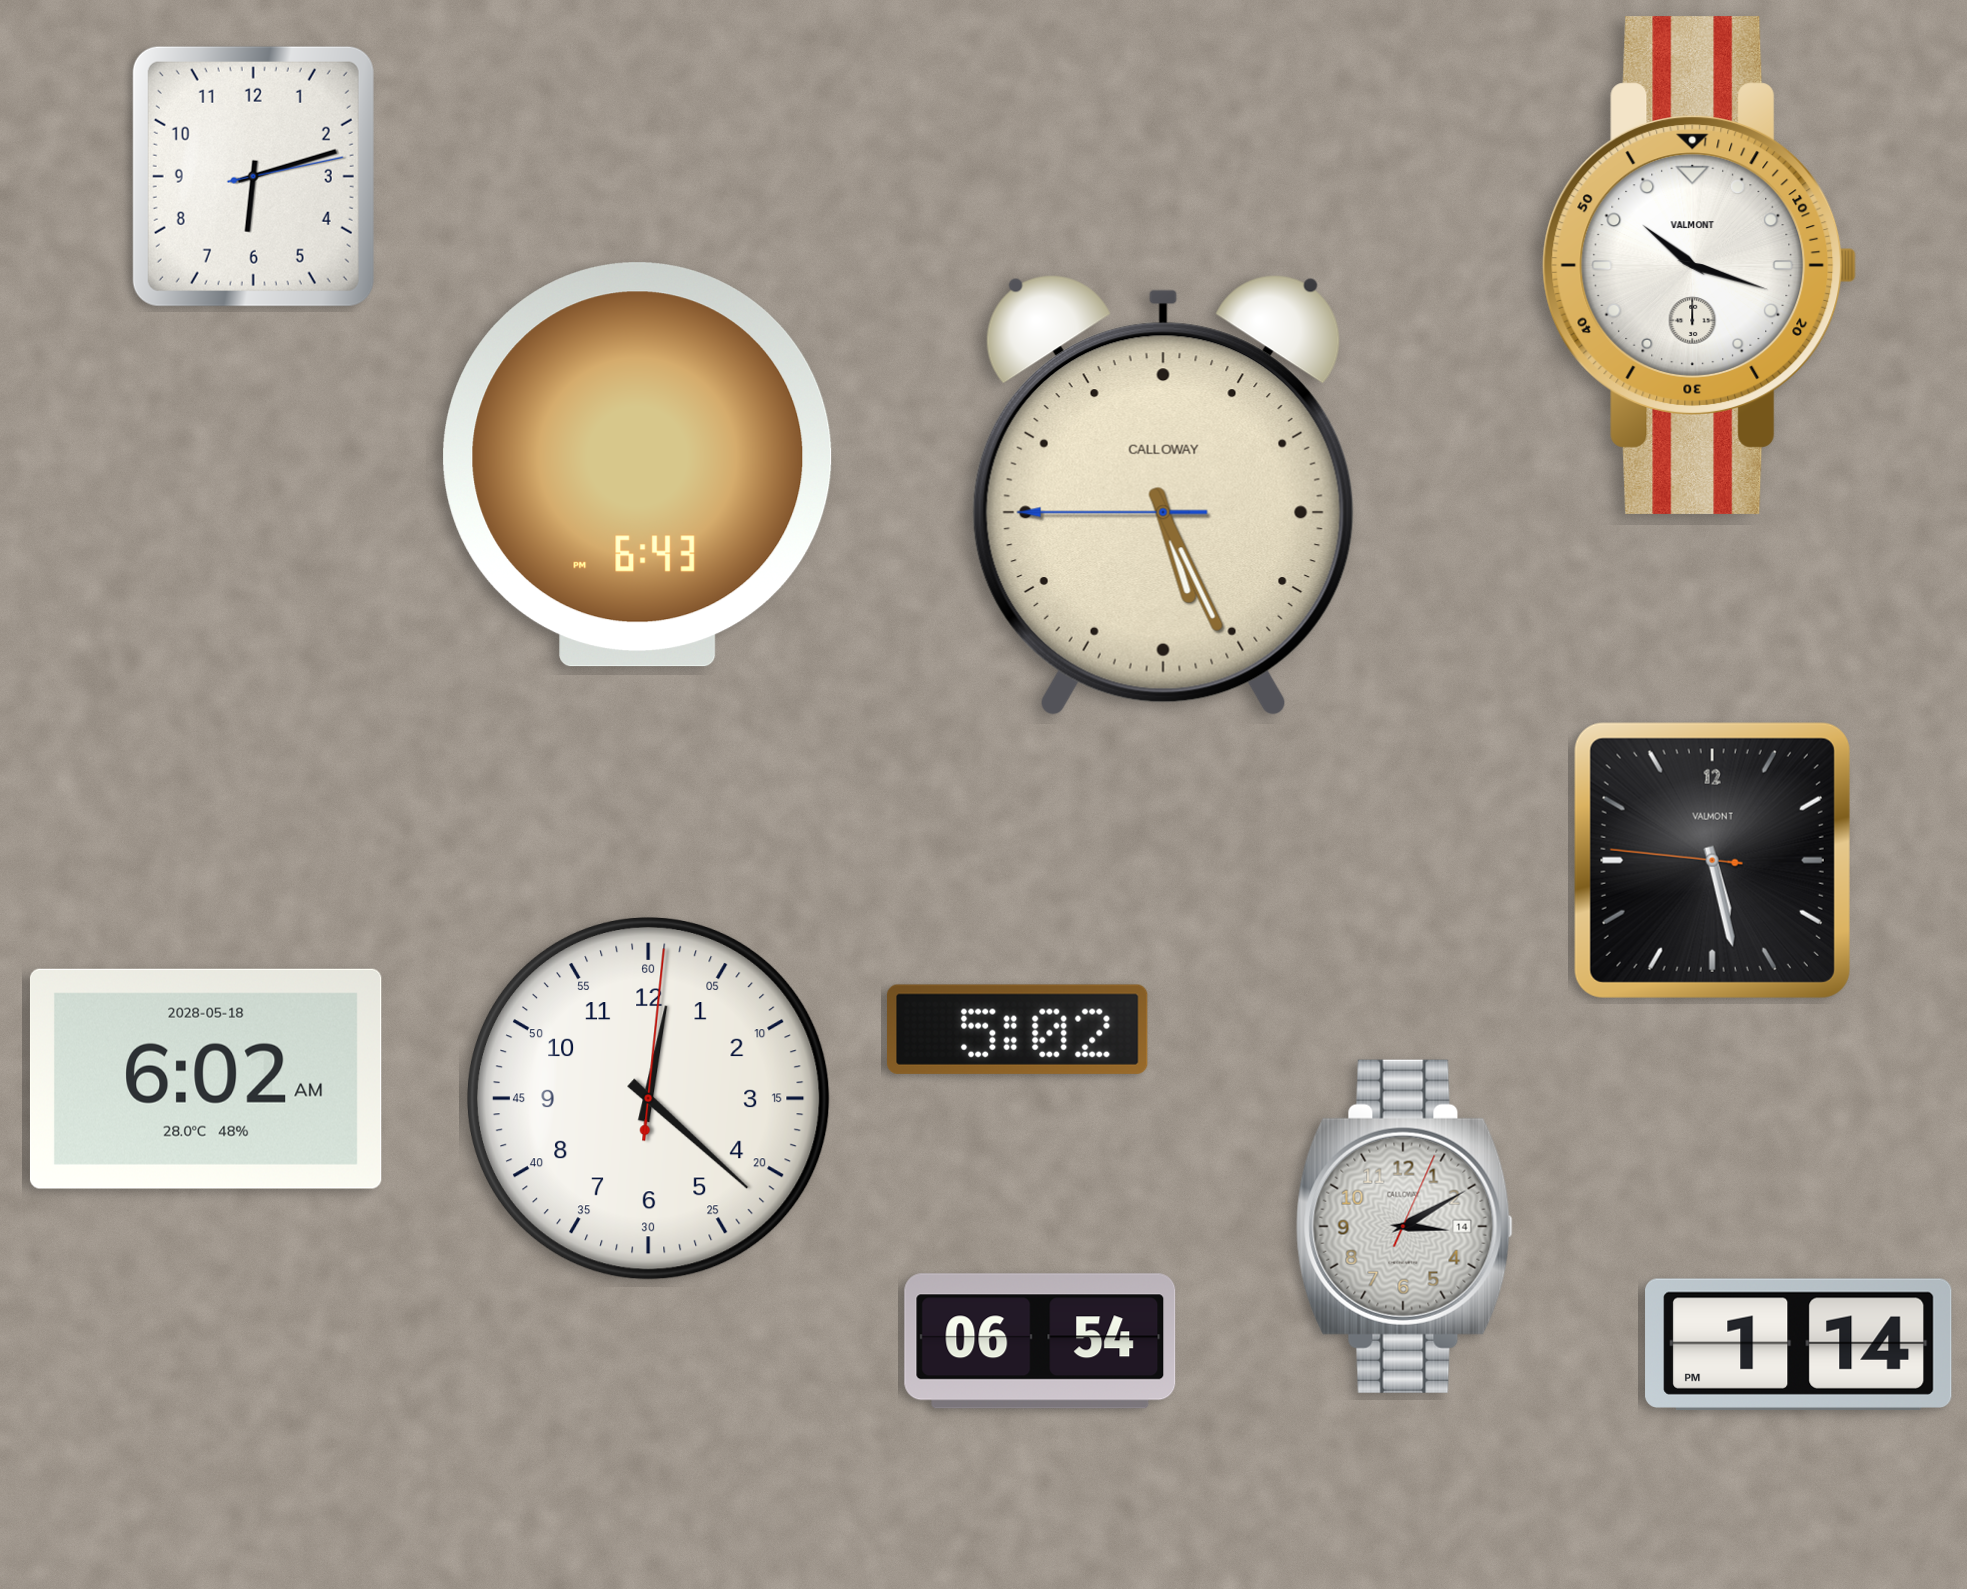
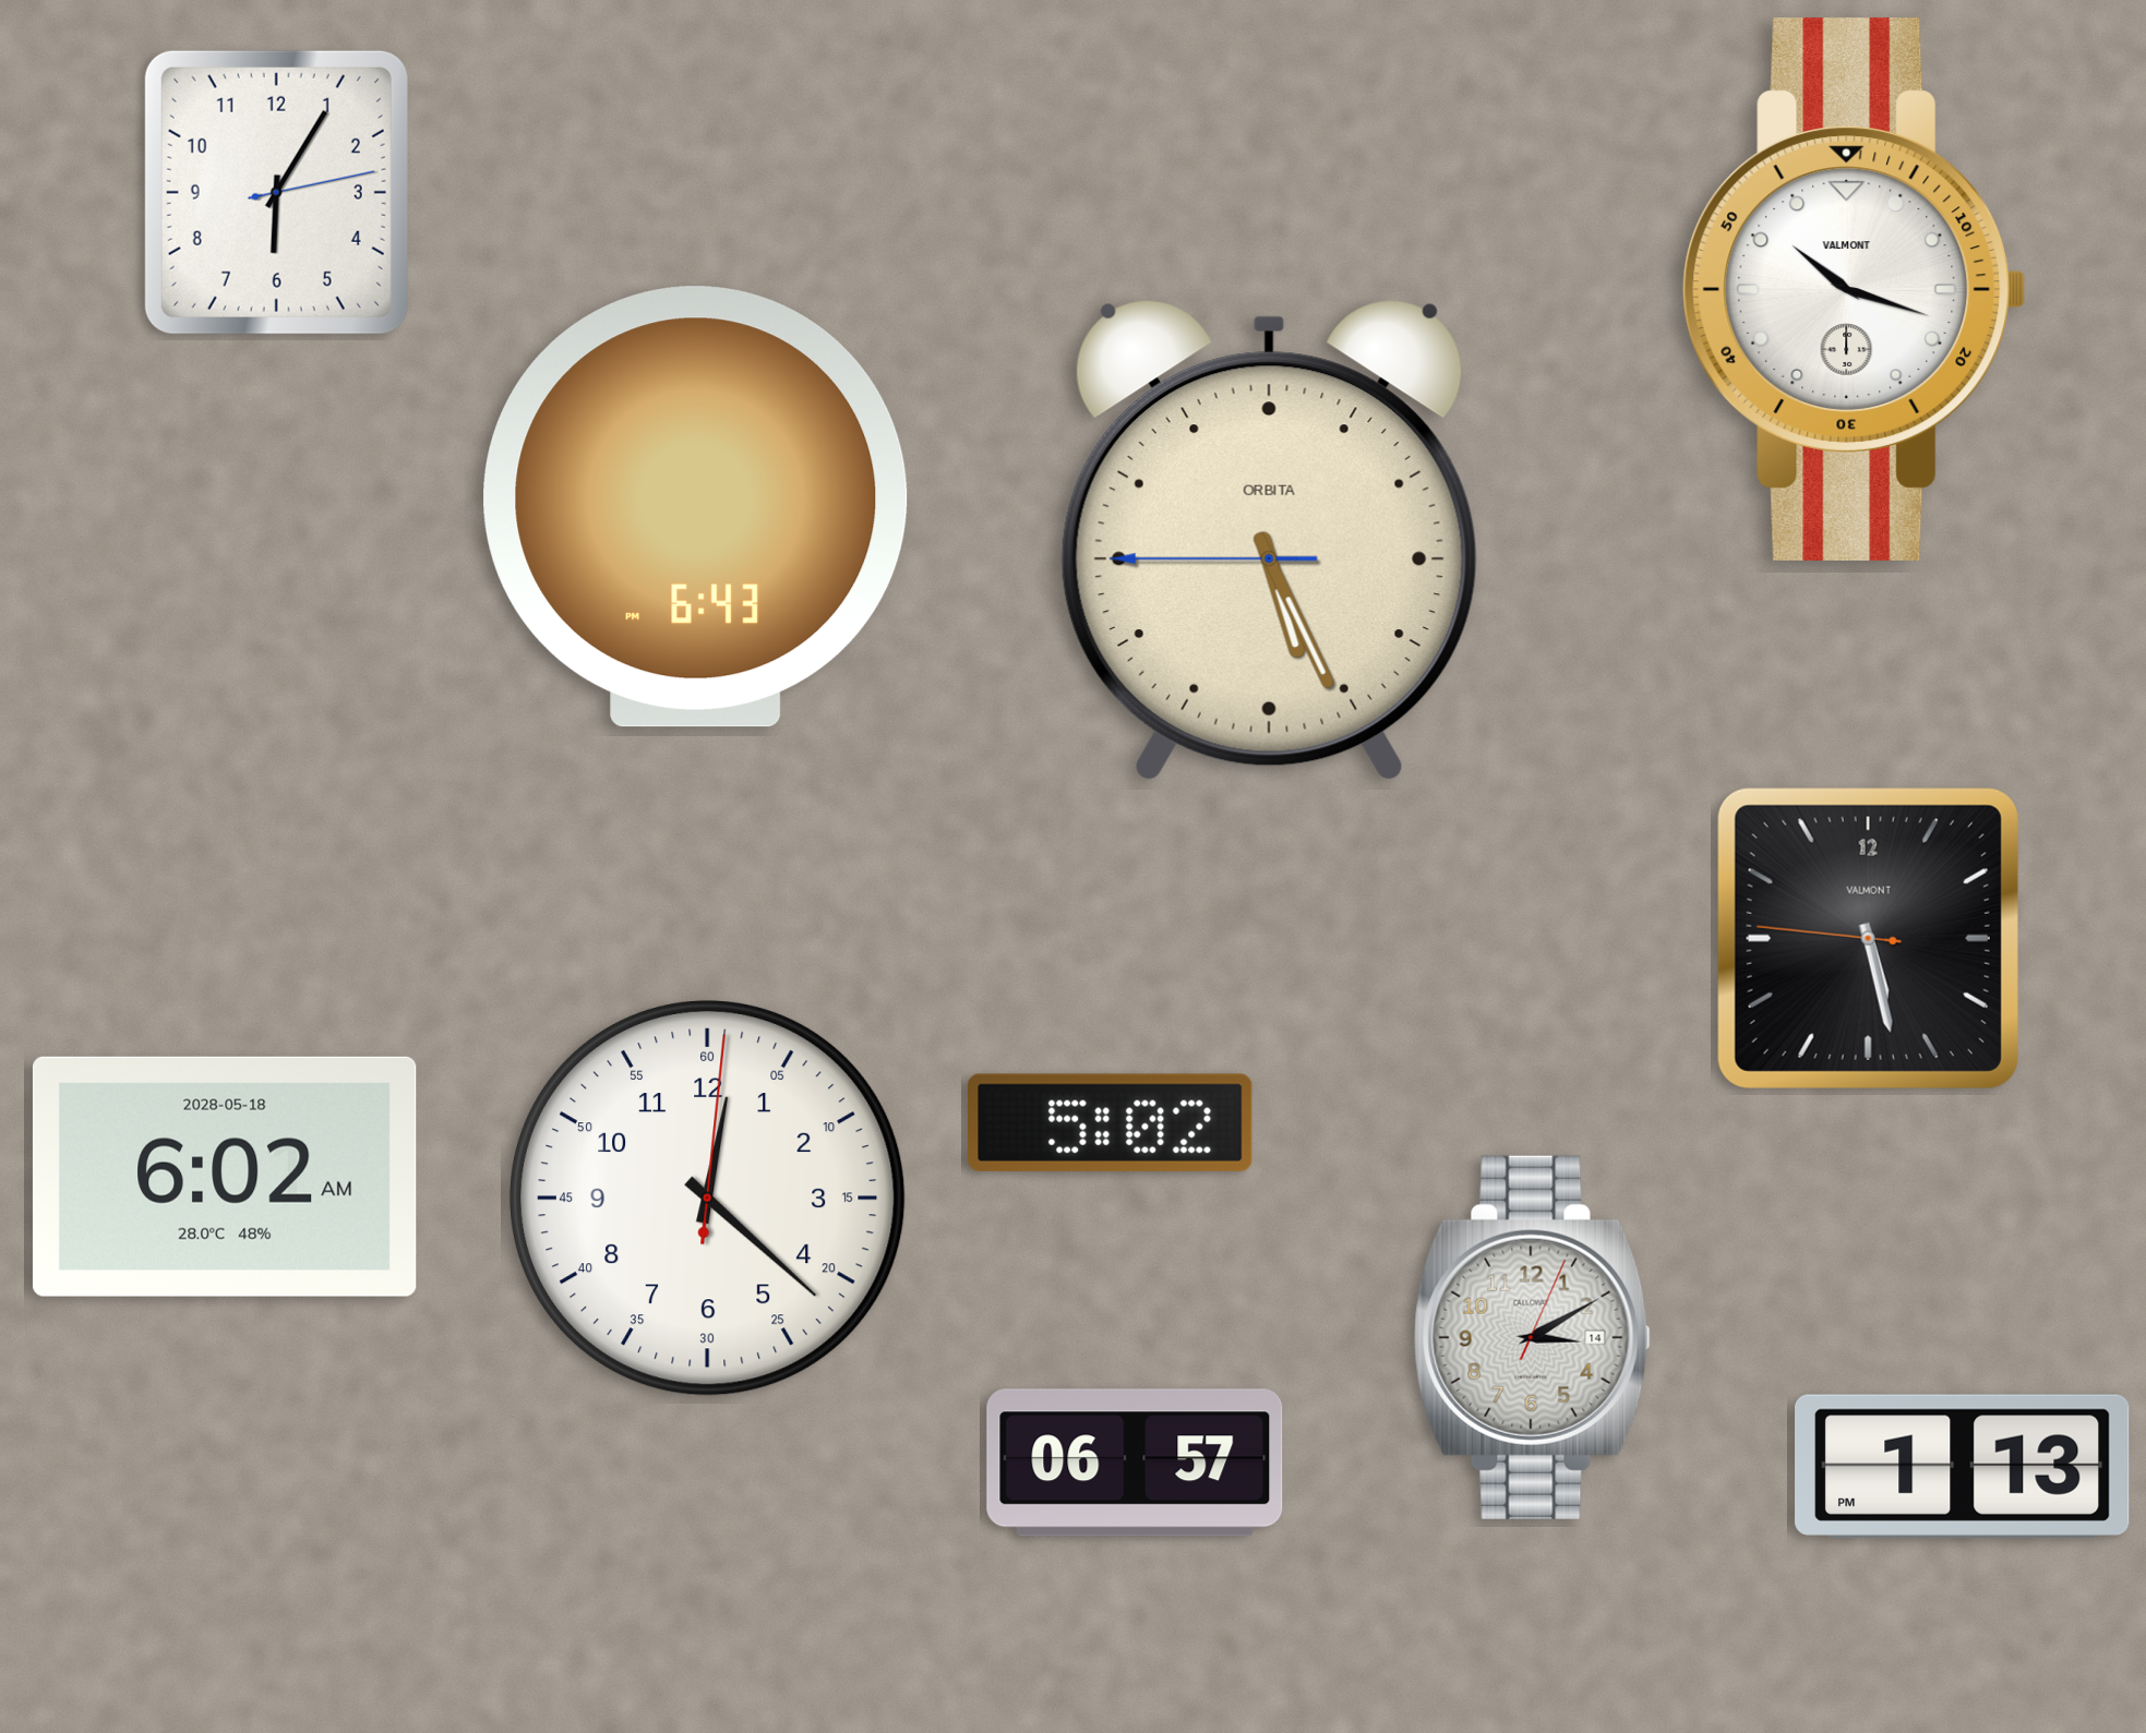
clock at (253, 176): 6:12 -> 6:05
clock at (1163, 495) brand: CALLOWAY -> ORBITA
clock at (1040, 1341): 06:54 -> 06:57
clock at (1799, 1344): 1:14 -> 1:13
